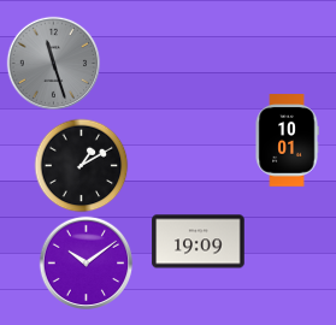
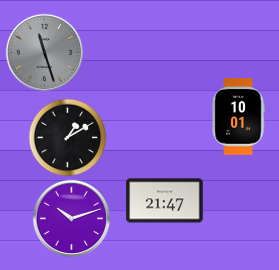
clock at (199, 242): 19:09 -> 21:47
clock at (86, 262): 10:09 -> 10:12
